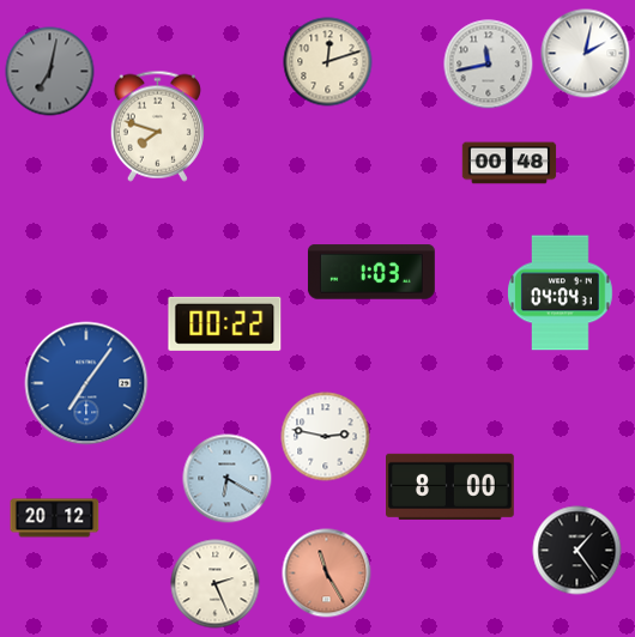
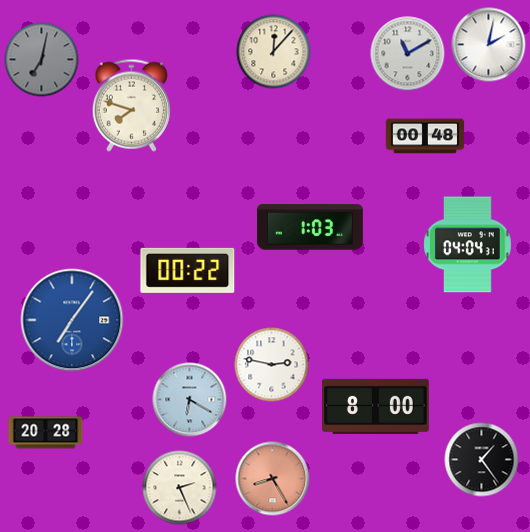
clock at (328, 62): 12:12 -> 12:07
clock at (489, 65): 11:43 -> 11:10
clock at (55, 518): 20:12 -> 20:28
clock at (327, 574): 11:25 -> 8:25
